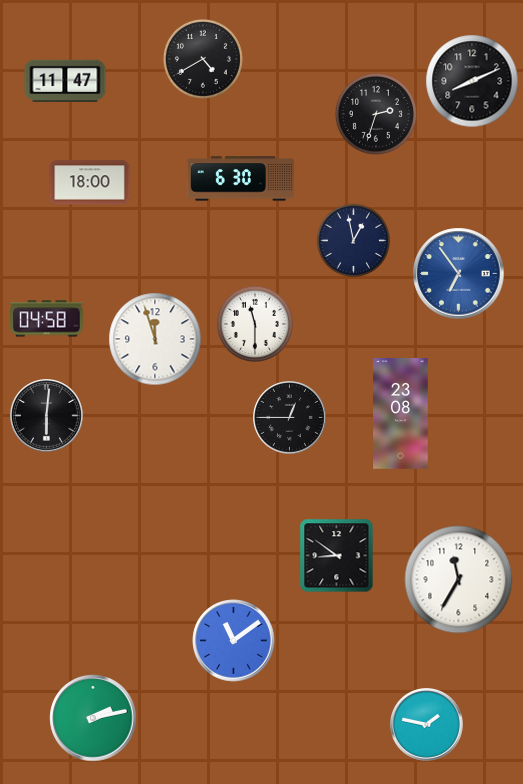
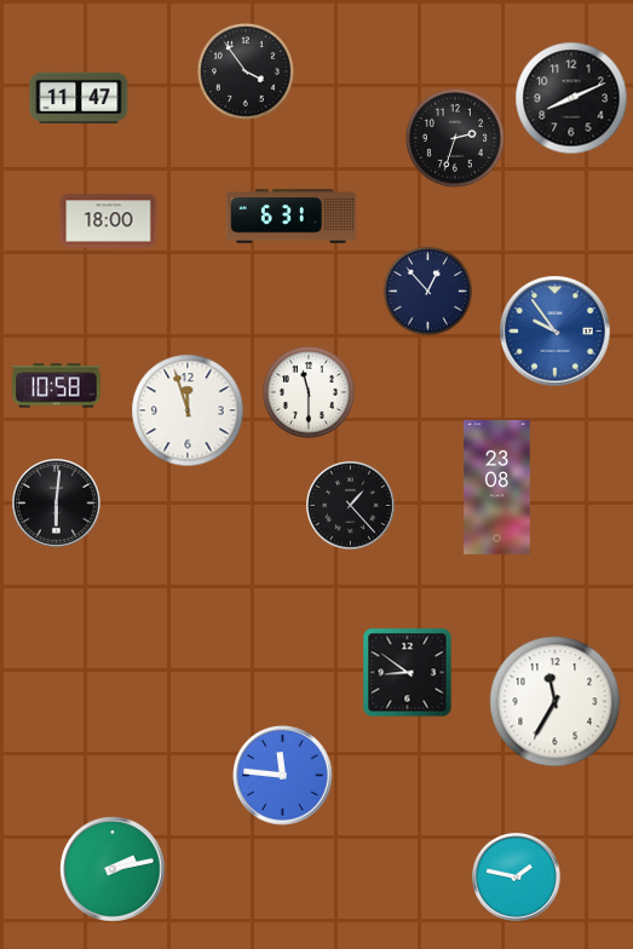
clock at (203, 59): 4:40 -> 3:54
clock at (240, 179): 6:30 -> 6:31
clock at (354, 241): 12:58 -> 12:53
clock at (459, 274): 6:54 -> 9:54
clock at (47, 319): 04:58 -> 10:58
clock at (401, 414) position: (401, 414) -> (497, 488)
clock at (290, 418): 12:45 -> 1:23
clock at (234, 641): 11:09 -> 11:46
